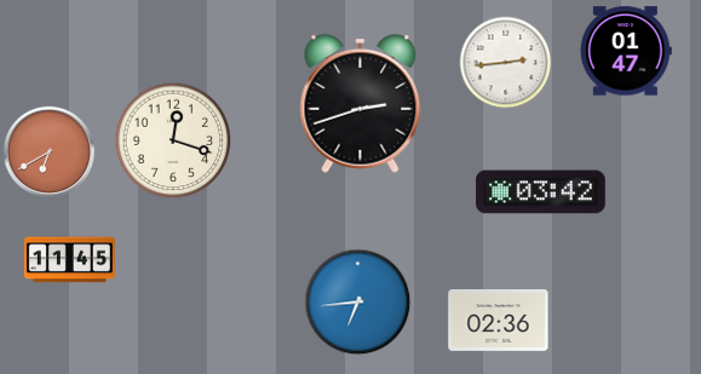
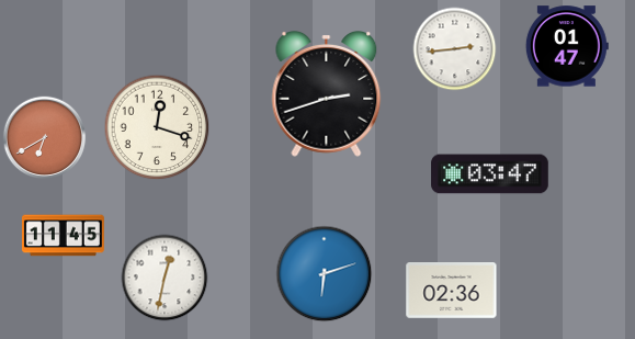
clock at (506, 63) position: (506, 63) -> (455, 49)
clock at (541, 192): 03:42 -> 03:47
clock at (358, 303): 6:44 -> 6:12
clock at (165, 278): none -> 12:32
